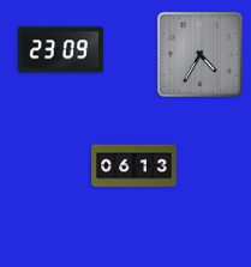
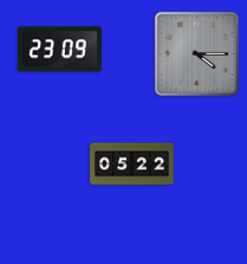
clock at (199, 54): 4:35 -> 4:15
clock at (135, 166): 06:13 -> 05:22
